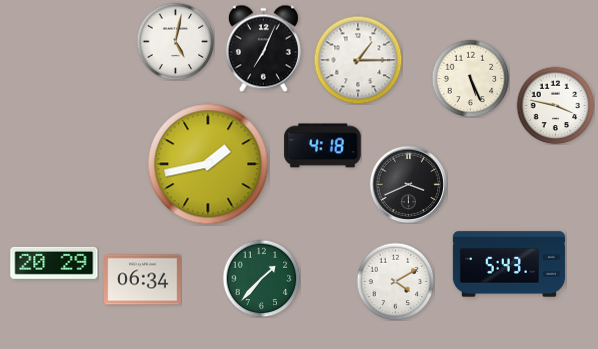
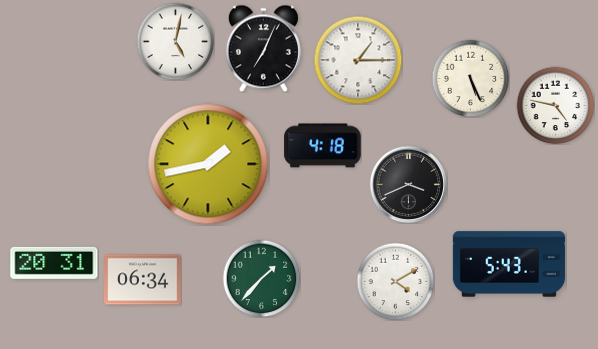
clock at (555, 105): 3:47 -> 4:47
clock at (54, 263): 20:29 -> 20:31
